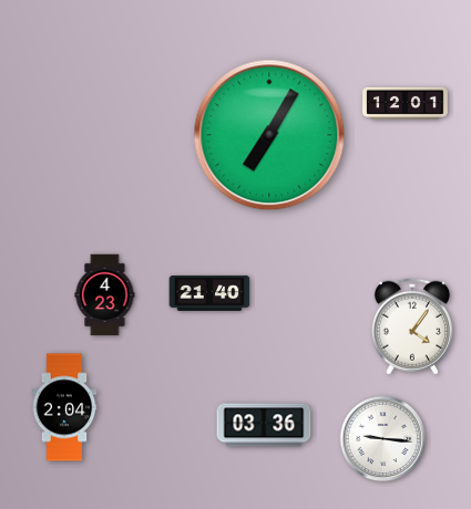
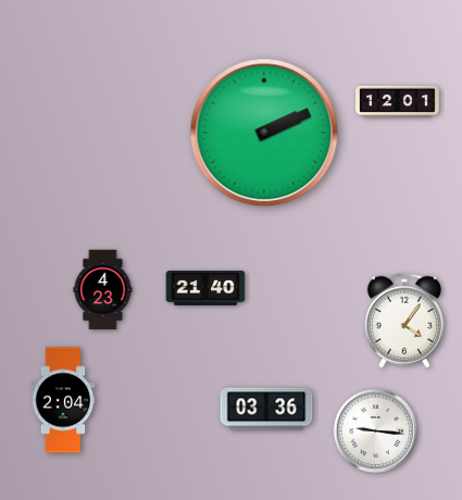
clock at (269, 135): 7:05 -> 2:11
clock at (264, 425) position: (264, 425) -> (266, 409)
